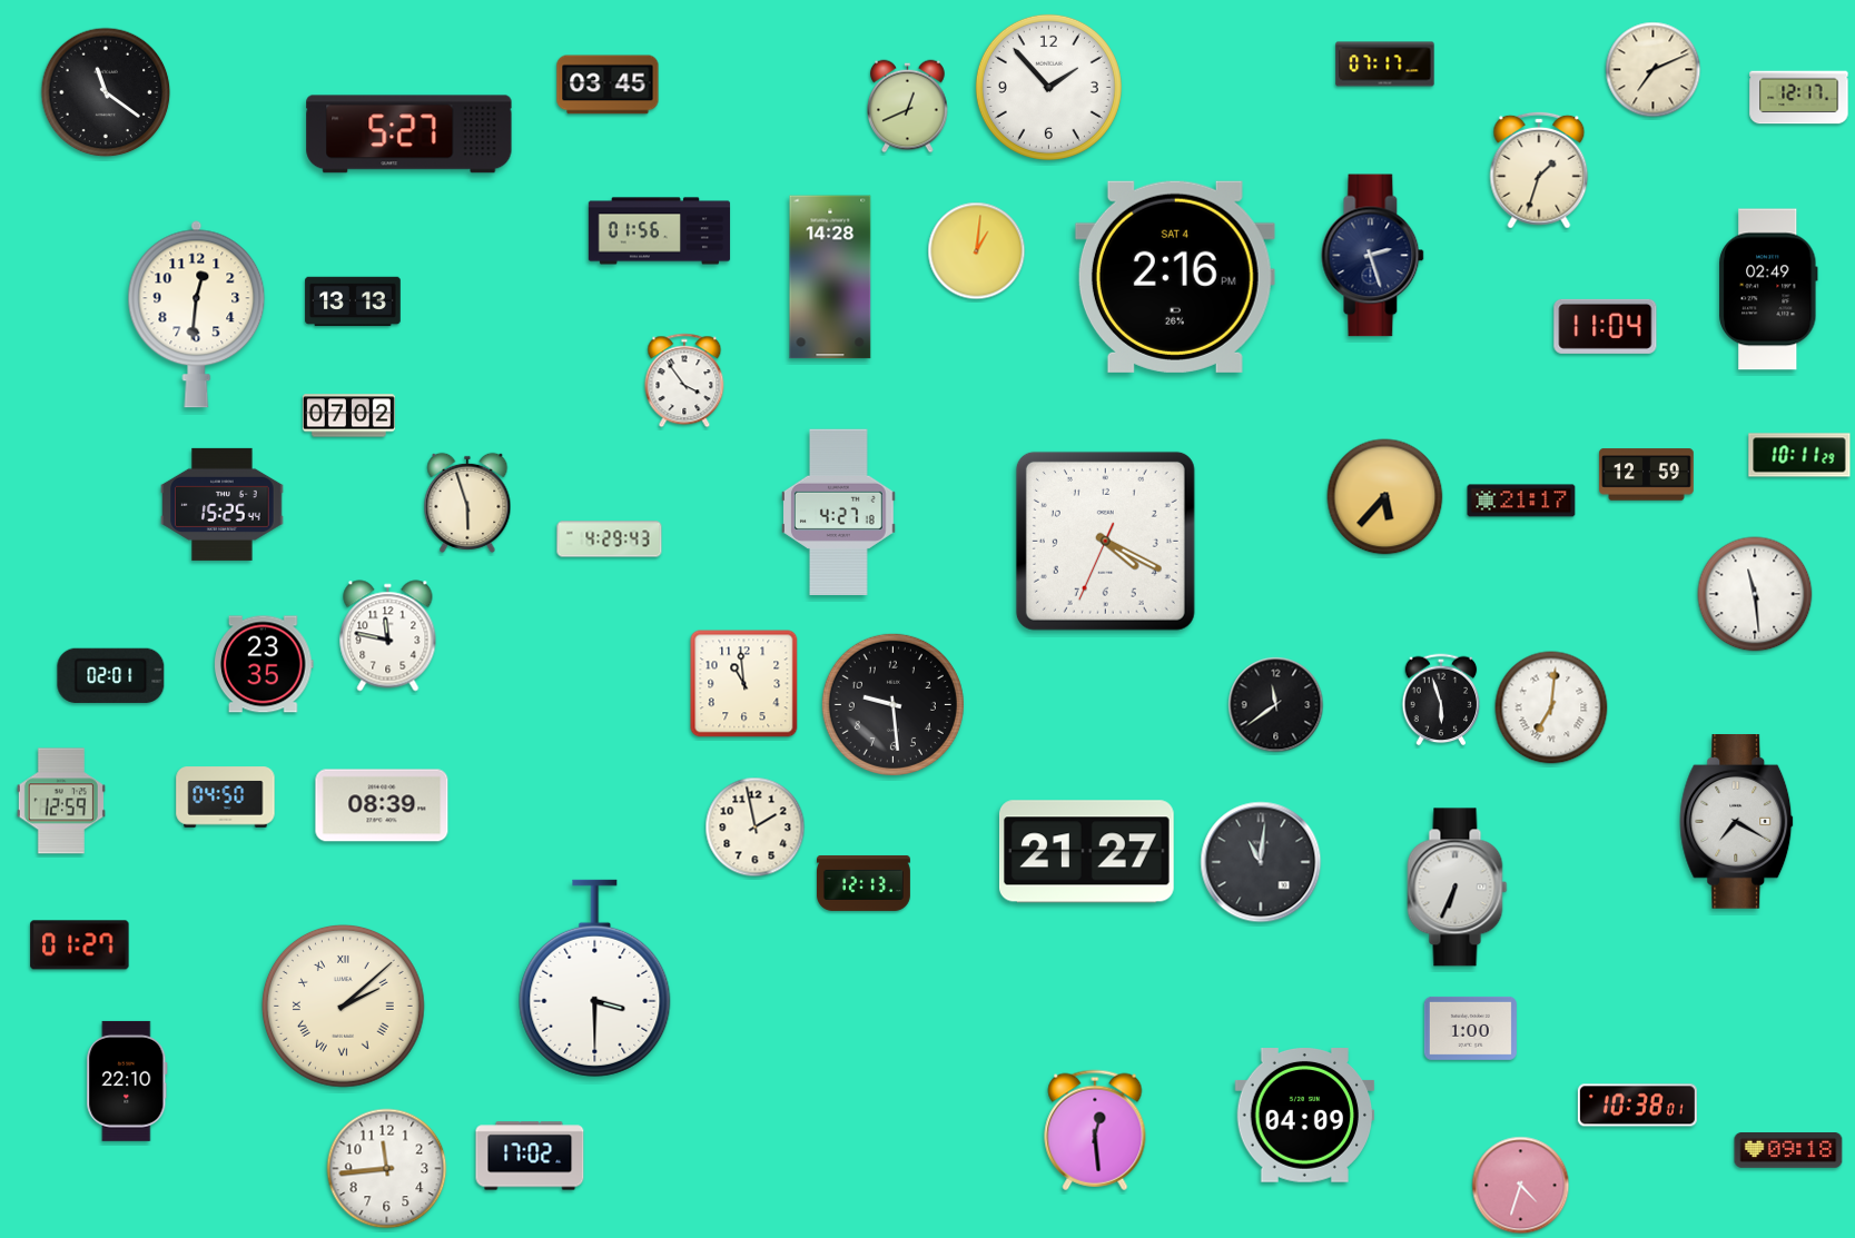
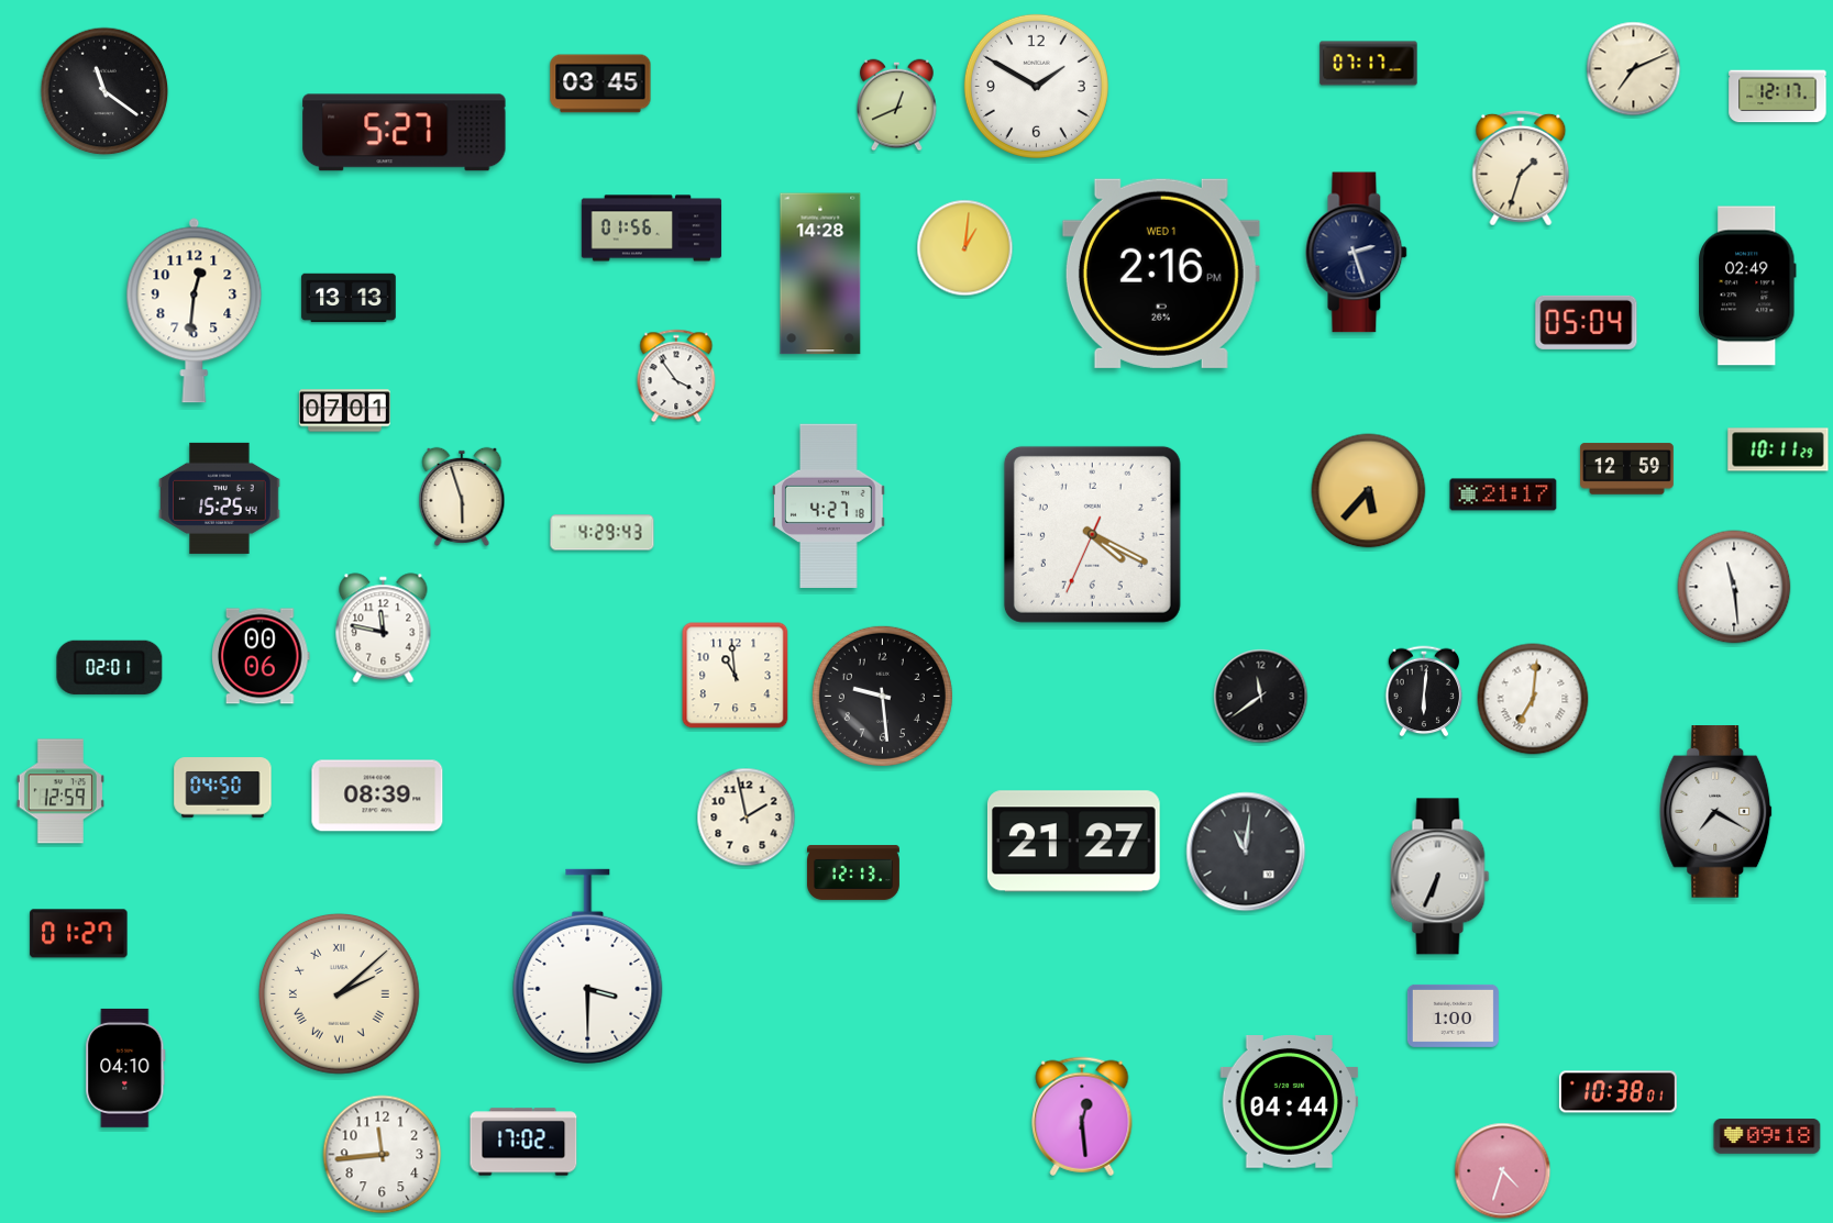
clock at (1048, 87): 1:53 -> 1:50
clock at (1175, 277) date: SAT 4 -> WED 1
clock at (1606, 326): 11:04 -> 05:04
clock at (348, 416): 07:02 -> 07:01
clock at (265, 664): 23:35 -> 00:06
clock at (1441, 700): 5:57 -> 6:01
clock at (127, 1081): 22:10 -> 04:10
clock at (1305, 1116): 04:09 -> 04:44
